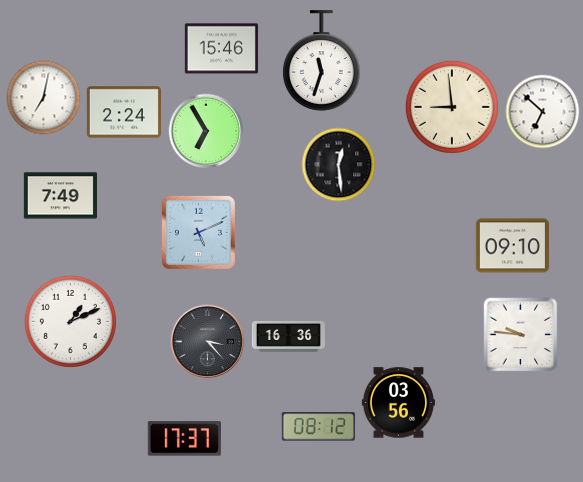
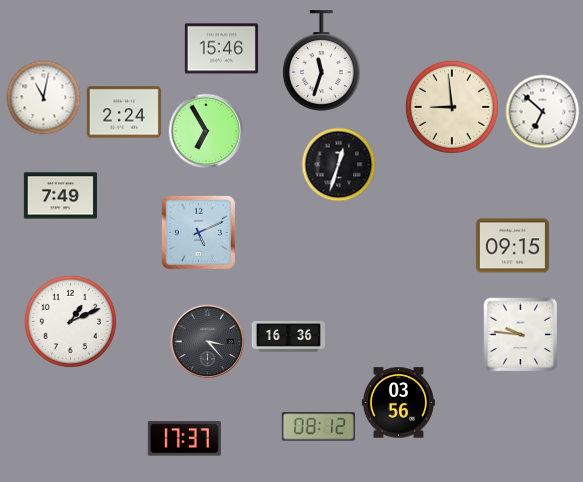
clock at (44, 98): 7:02 -> 11:02
clock at (339, 165): 12:29 -> 12:33
clock at (512, 246): 09:10 -> 09:15
